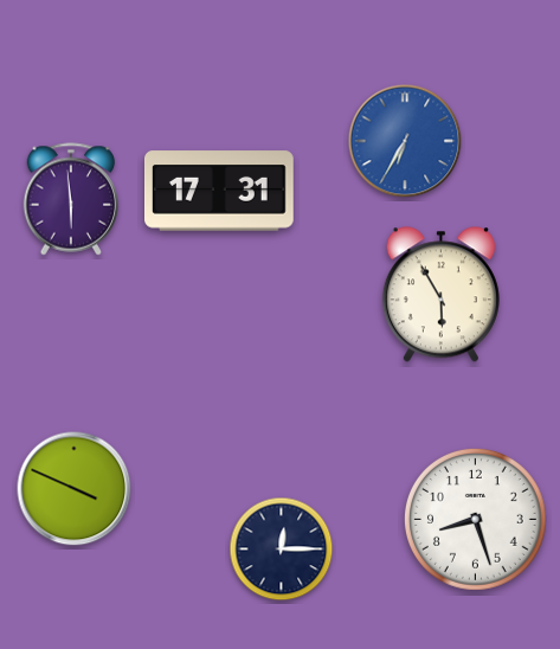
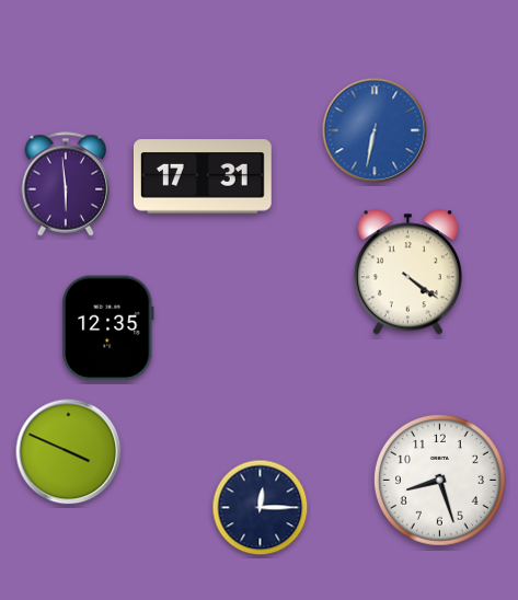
clock at (405, 141): 6:35 -> 6:32
clock at (440, 295): 5:55 -> 4:21
clock at (108, 328): none -> 12:35
